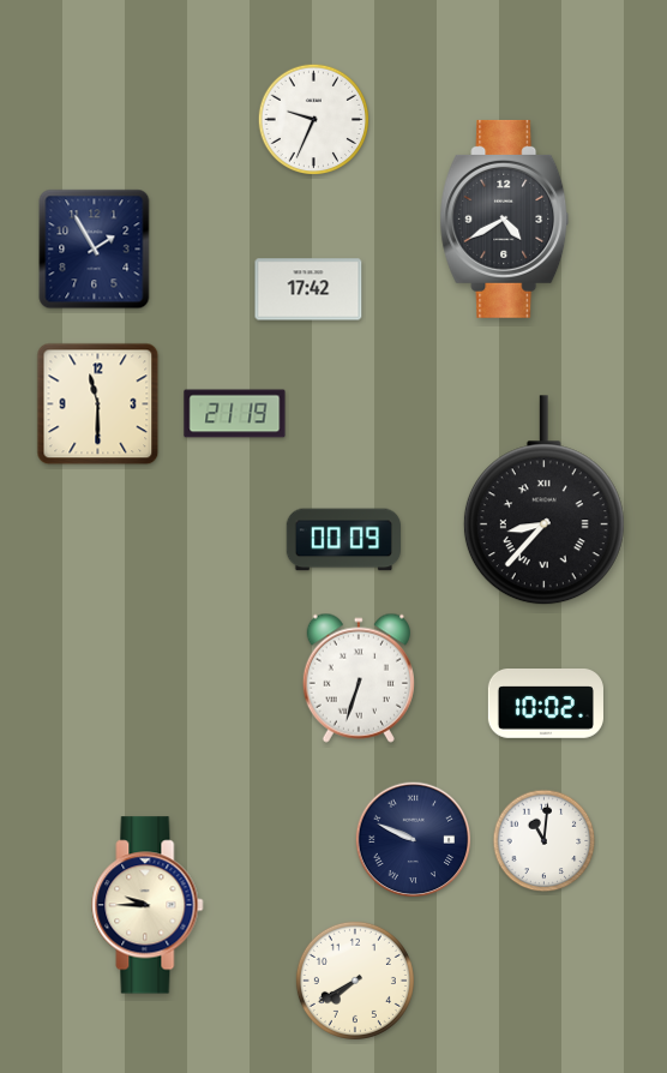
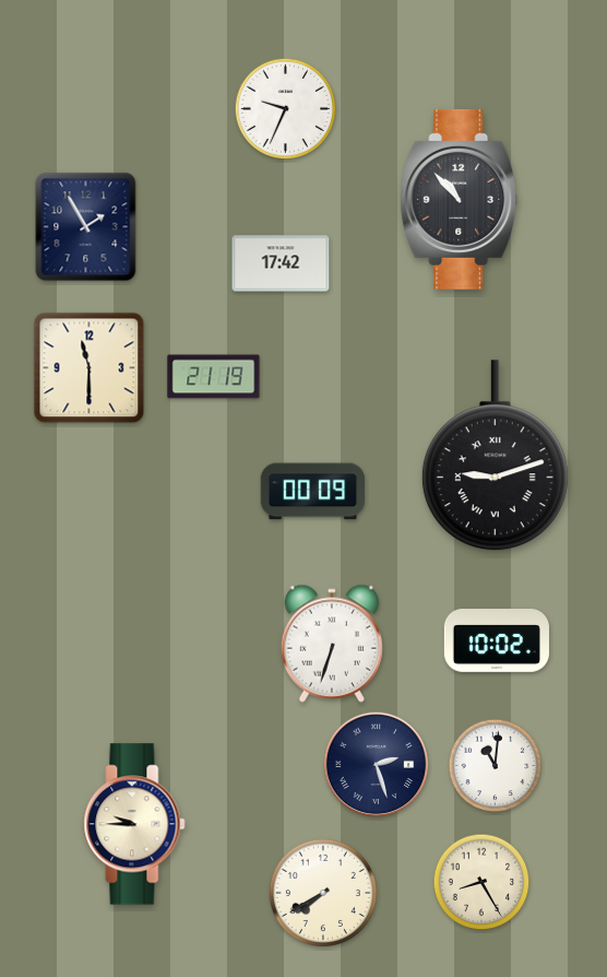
clock at (505, 218): 4:40 -> 10:53
clock at (543, 500): 8:37 -> 9:12
clock at (359, 678) position: (359, 678) -> (332, 644)
clock at (414, 840): 9:49 -> 2:27
clock at (481, 882): none -> 8:25
